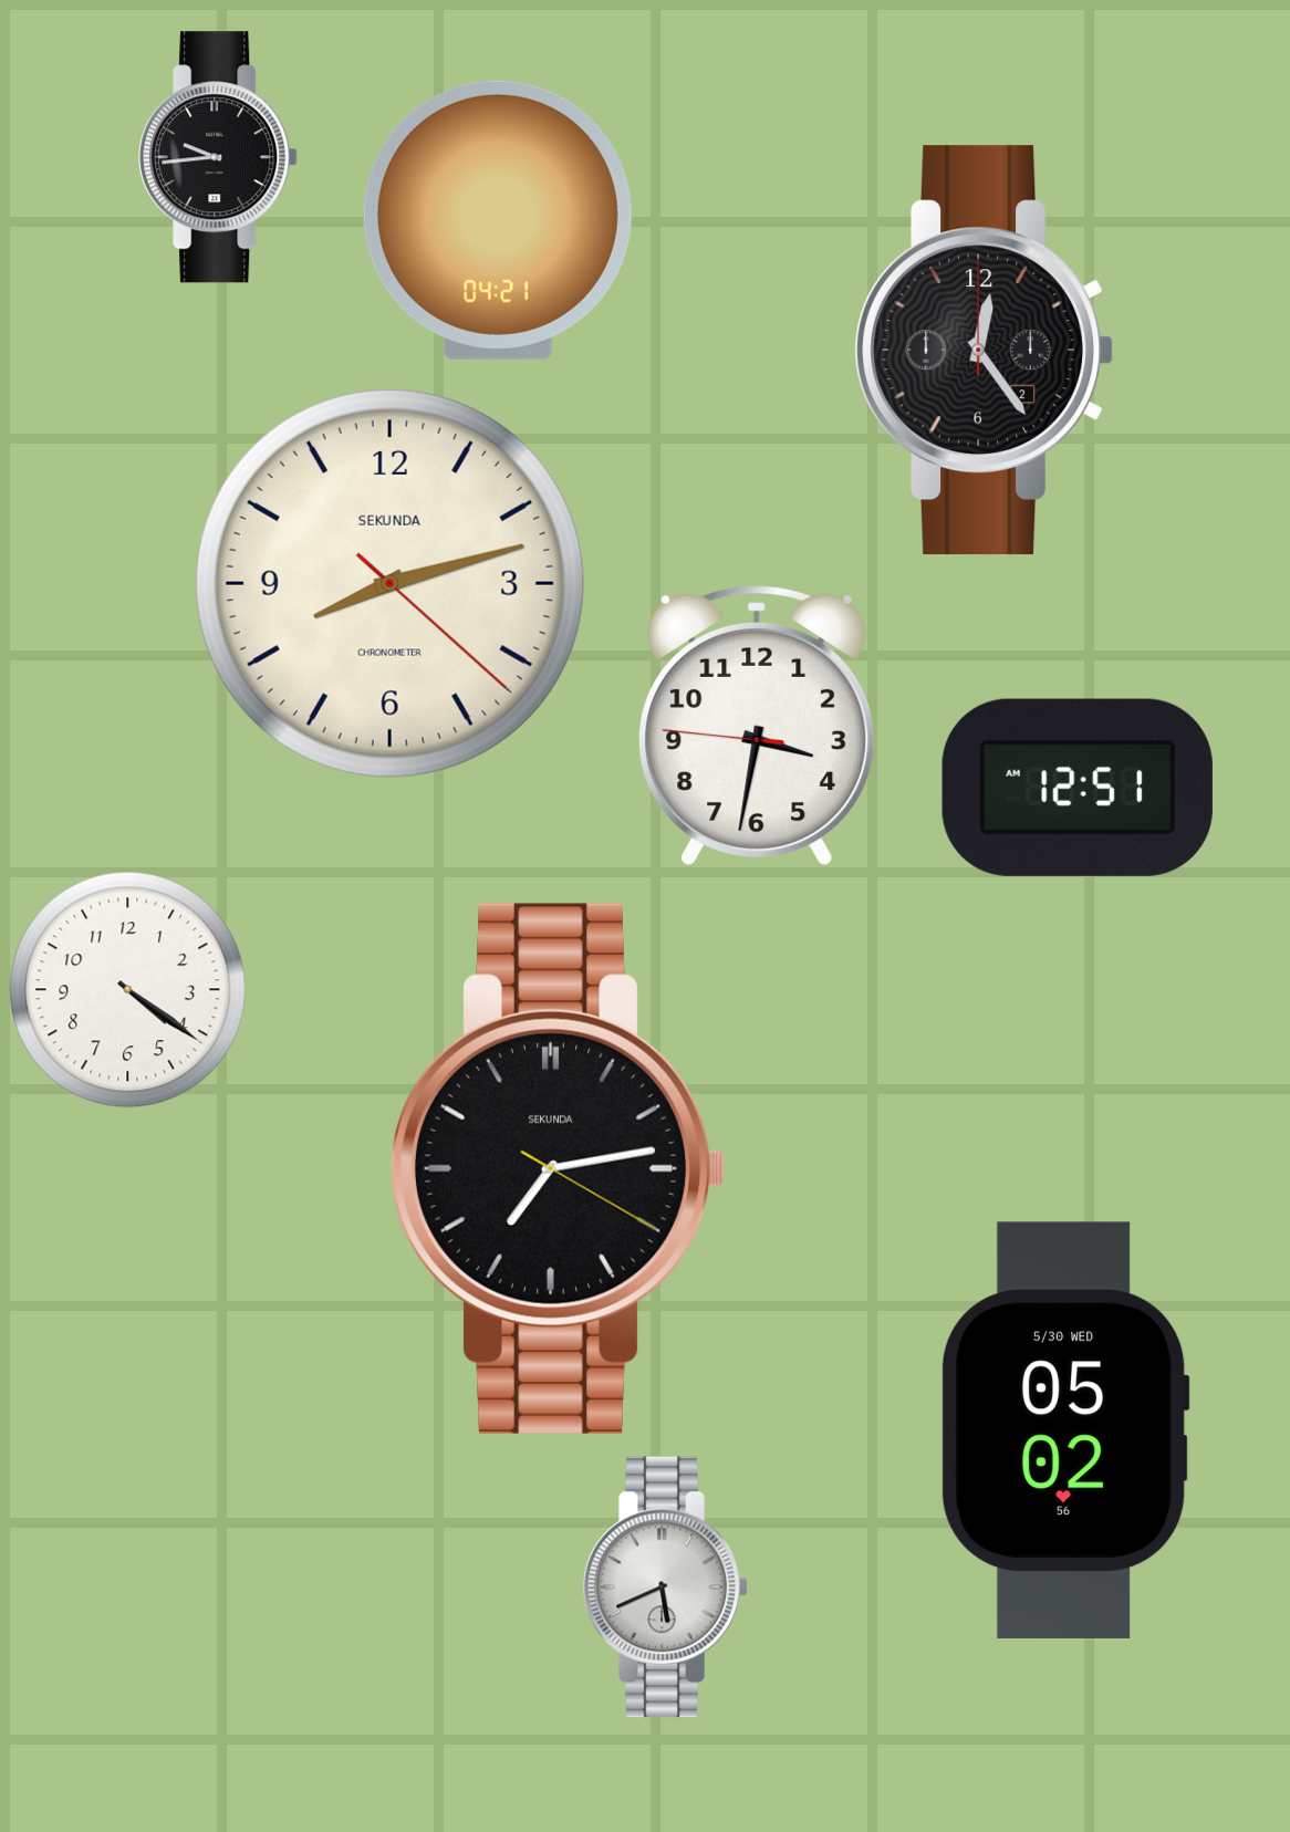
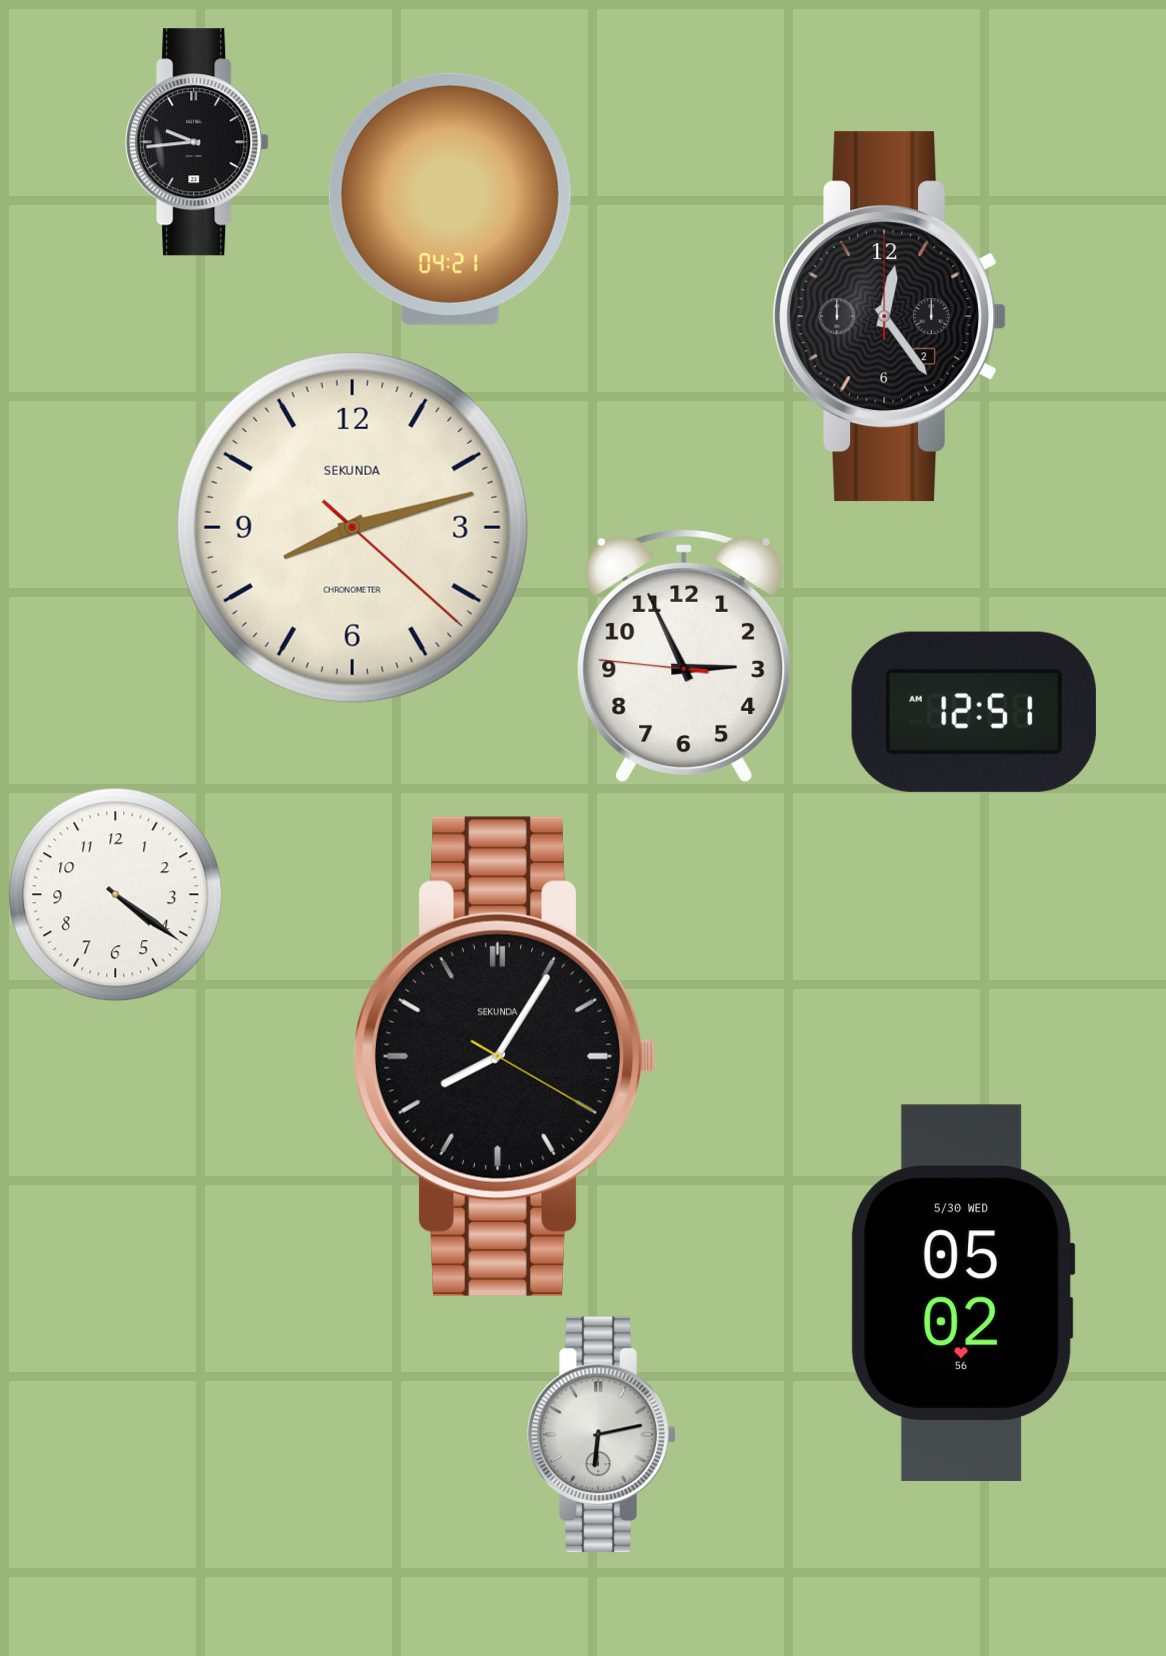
clock at (757, 725): 3:31 -> 2:55
clock at (558, 1168): 7:13 -> 8:05
clock at (666, 1588): 5:41 -> 6:13
